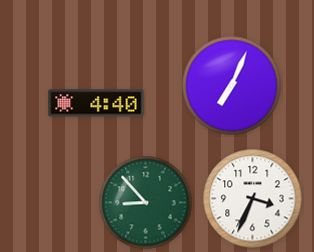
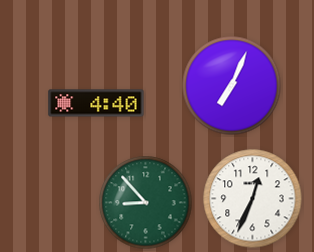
clock at (253, 199): 3:34 -> 12:34
